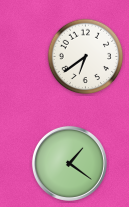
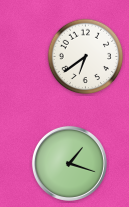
clock at (69, 163): 1:21 -> 1:18
